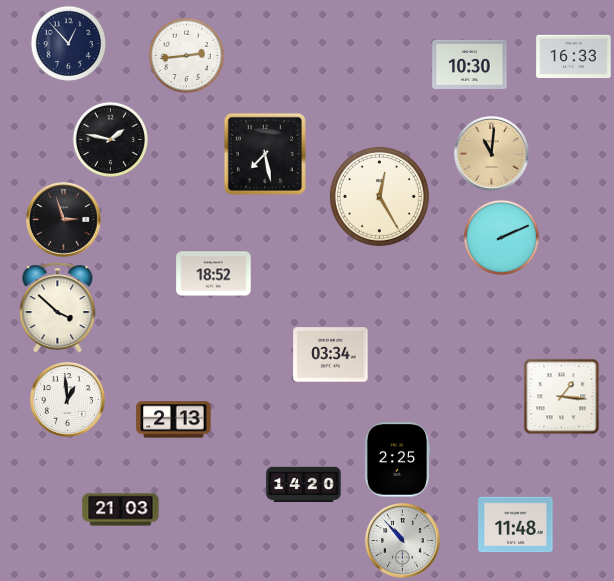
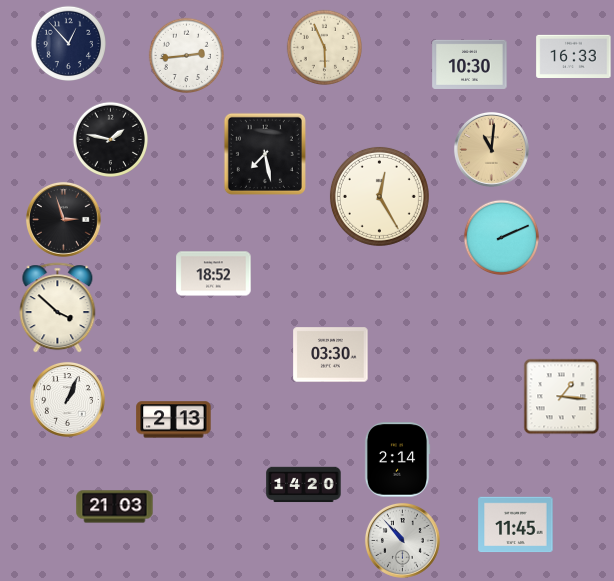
clock at (325, 48): none -> 5:56
clock at (491, 153) position: (491, 153) -> (491, 149)
clock at (331, 355): 03:34 -> 03:30
clock at (67, 399): 12:59 -> 1:04
clock at (397, 460): 2:25 -> 2:14
clock at (121, 510) position: (121, 510) -> (115, 507)
clock at (516, 525): 11:48 -> 11:45
